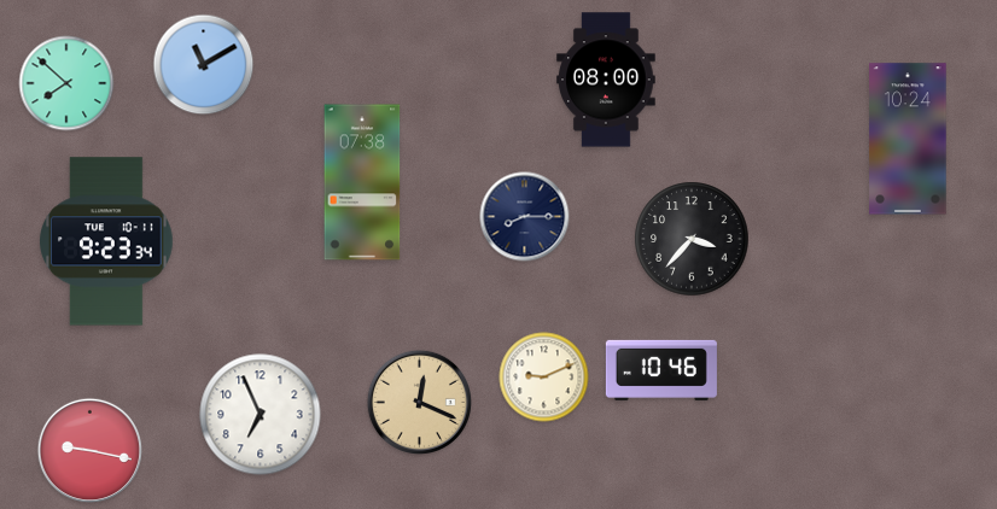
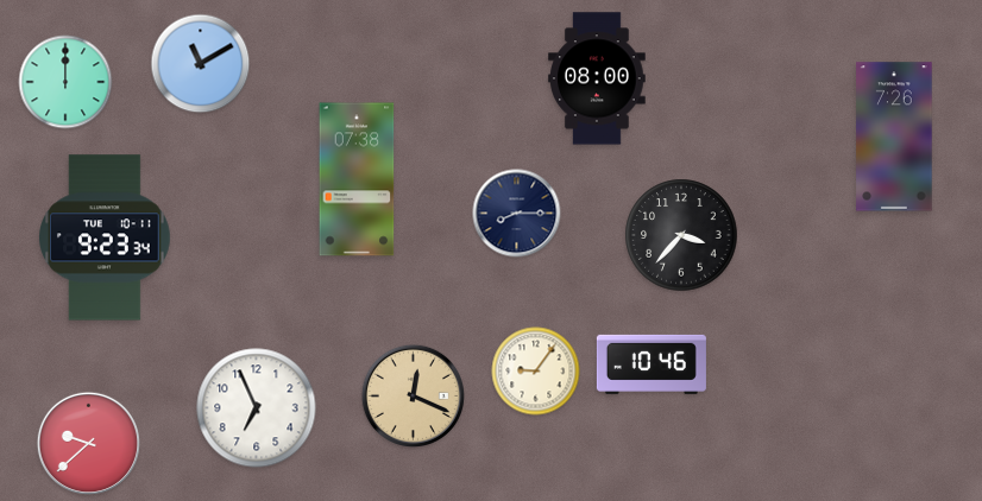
clock at (66, 83): 7:52 -> 12:00
clock at (908, 139): 10:24 -> 7:26
clock at (544, 378): 9:11 -> 9:06
clock at (89, 450): 9:17 -> 9:38
